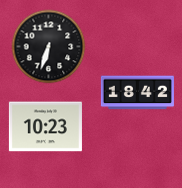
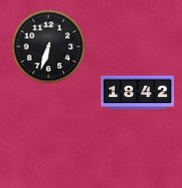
clock at (45, 127): 10:23 -> none
